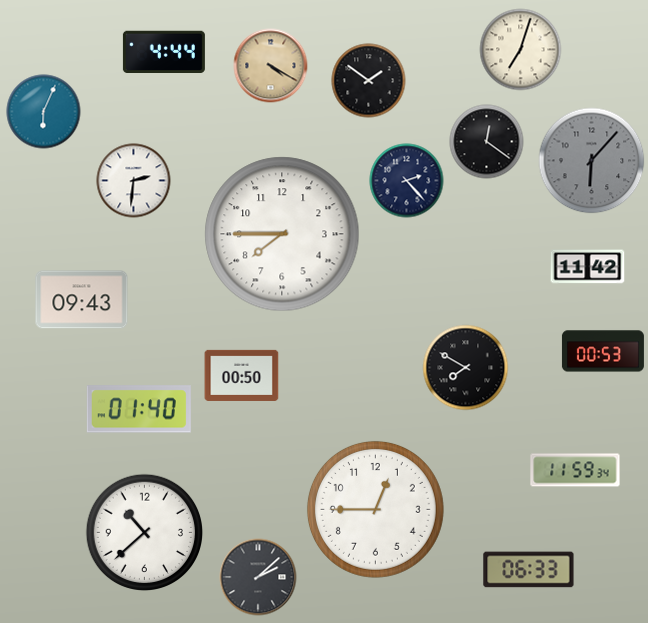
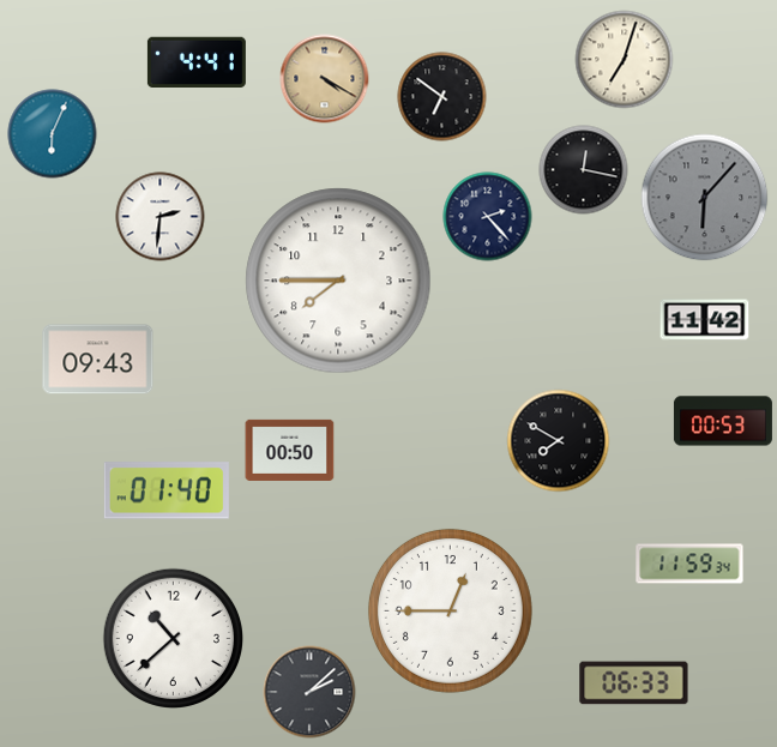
clock at (164, 51): 4:44 -> 4:41
clock at (369, 81): 1:51 -> 6:51
clock at (487, 142): 12:21 -> 12:17
clock at (592, 161) position: (592, 161) -> (705, 198)
